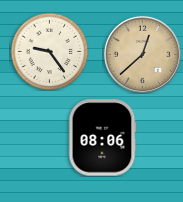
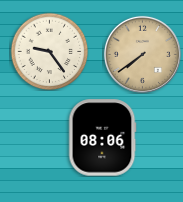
clock at (142, 54): 12:38 -> 7:39
